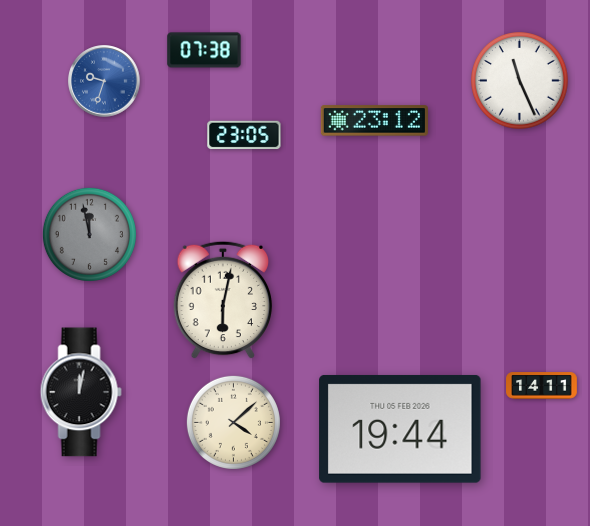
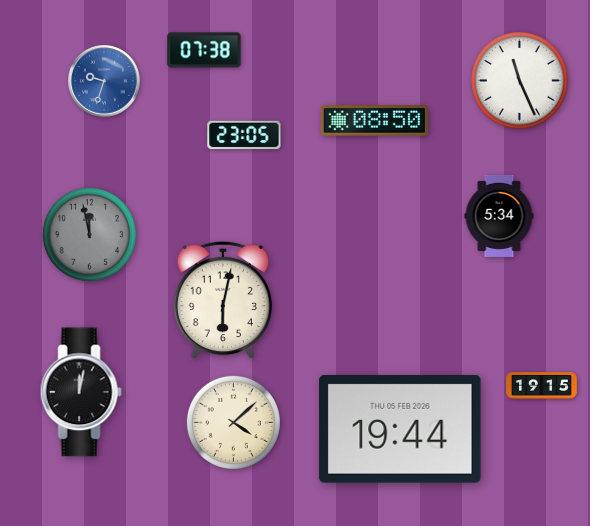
clock at (374, 121): 23:12 -> 08:50
clock at (499, 216): none -> 5:34
clock at (542, 386): 14:11 -> 19:15
